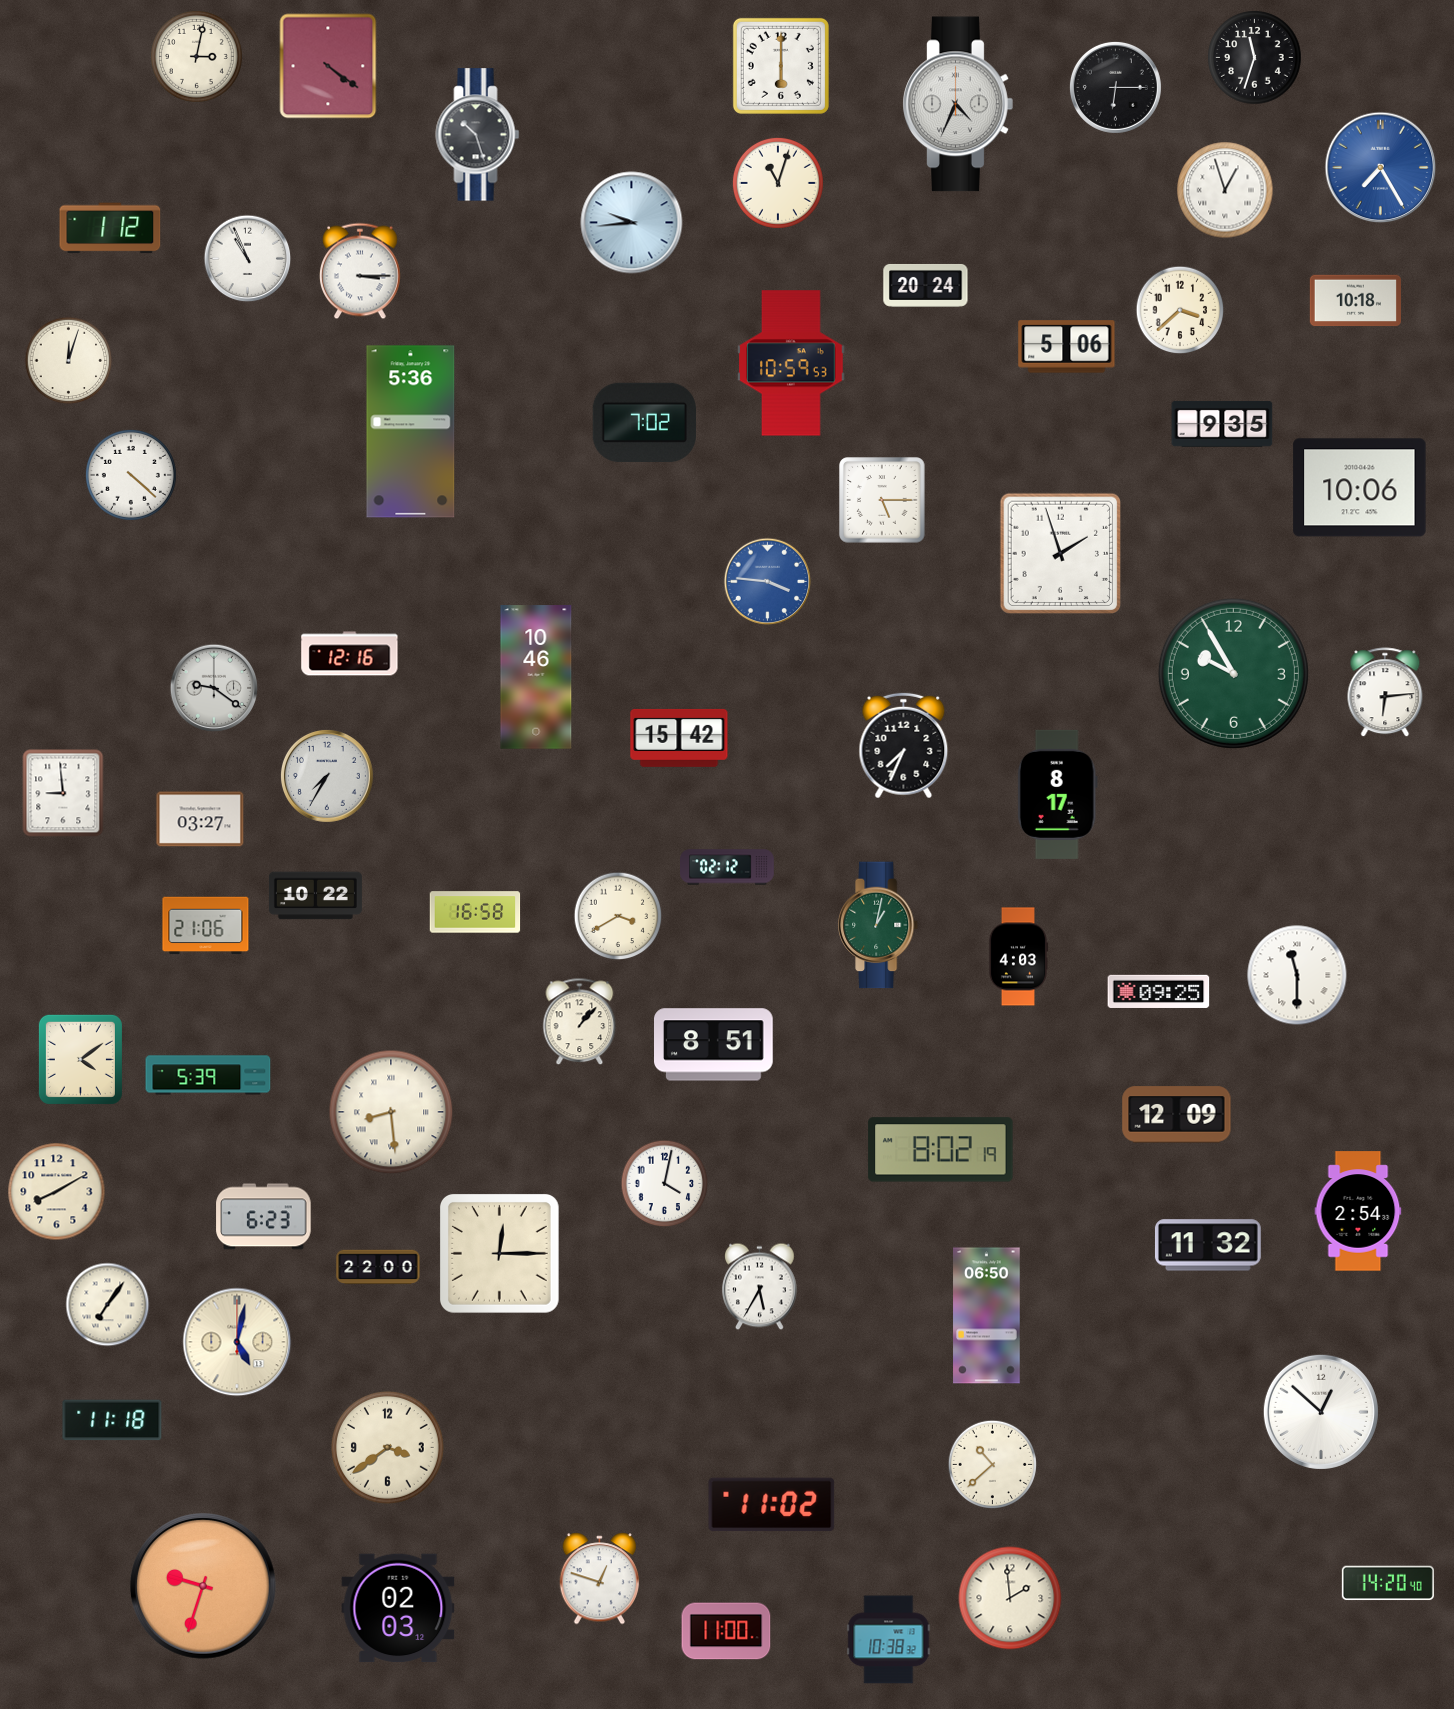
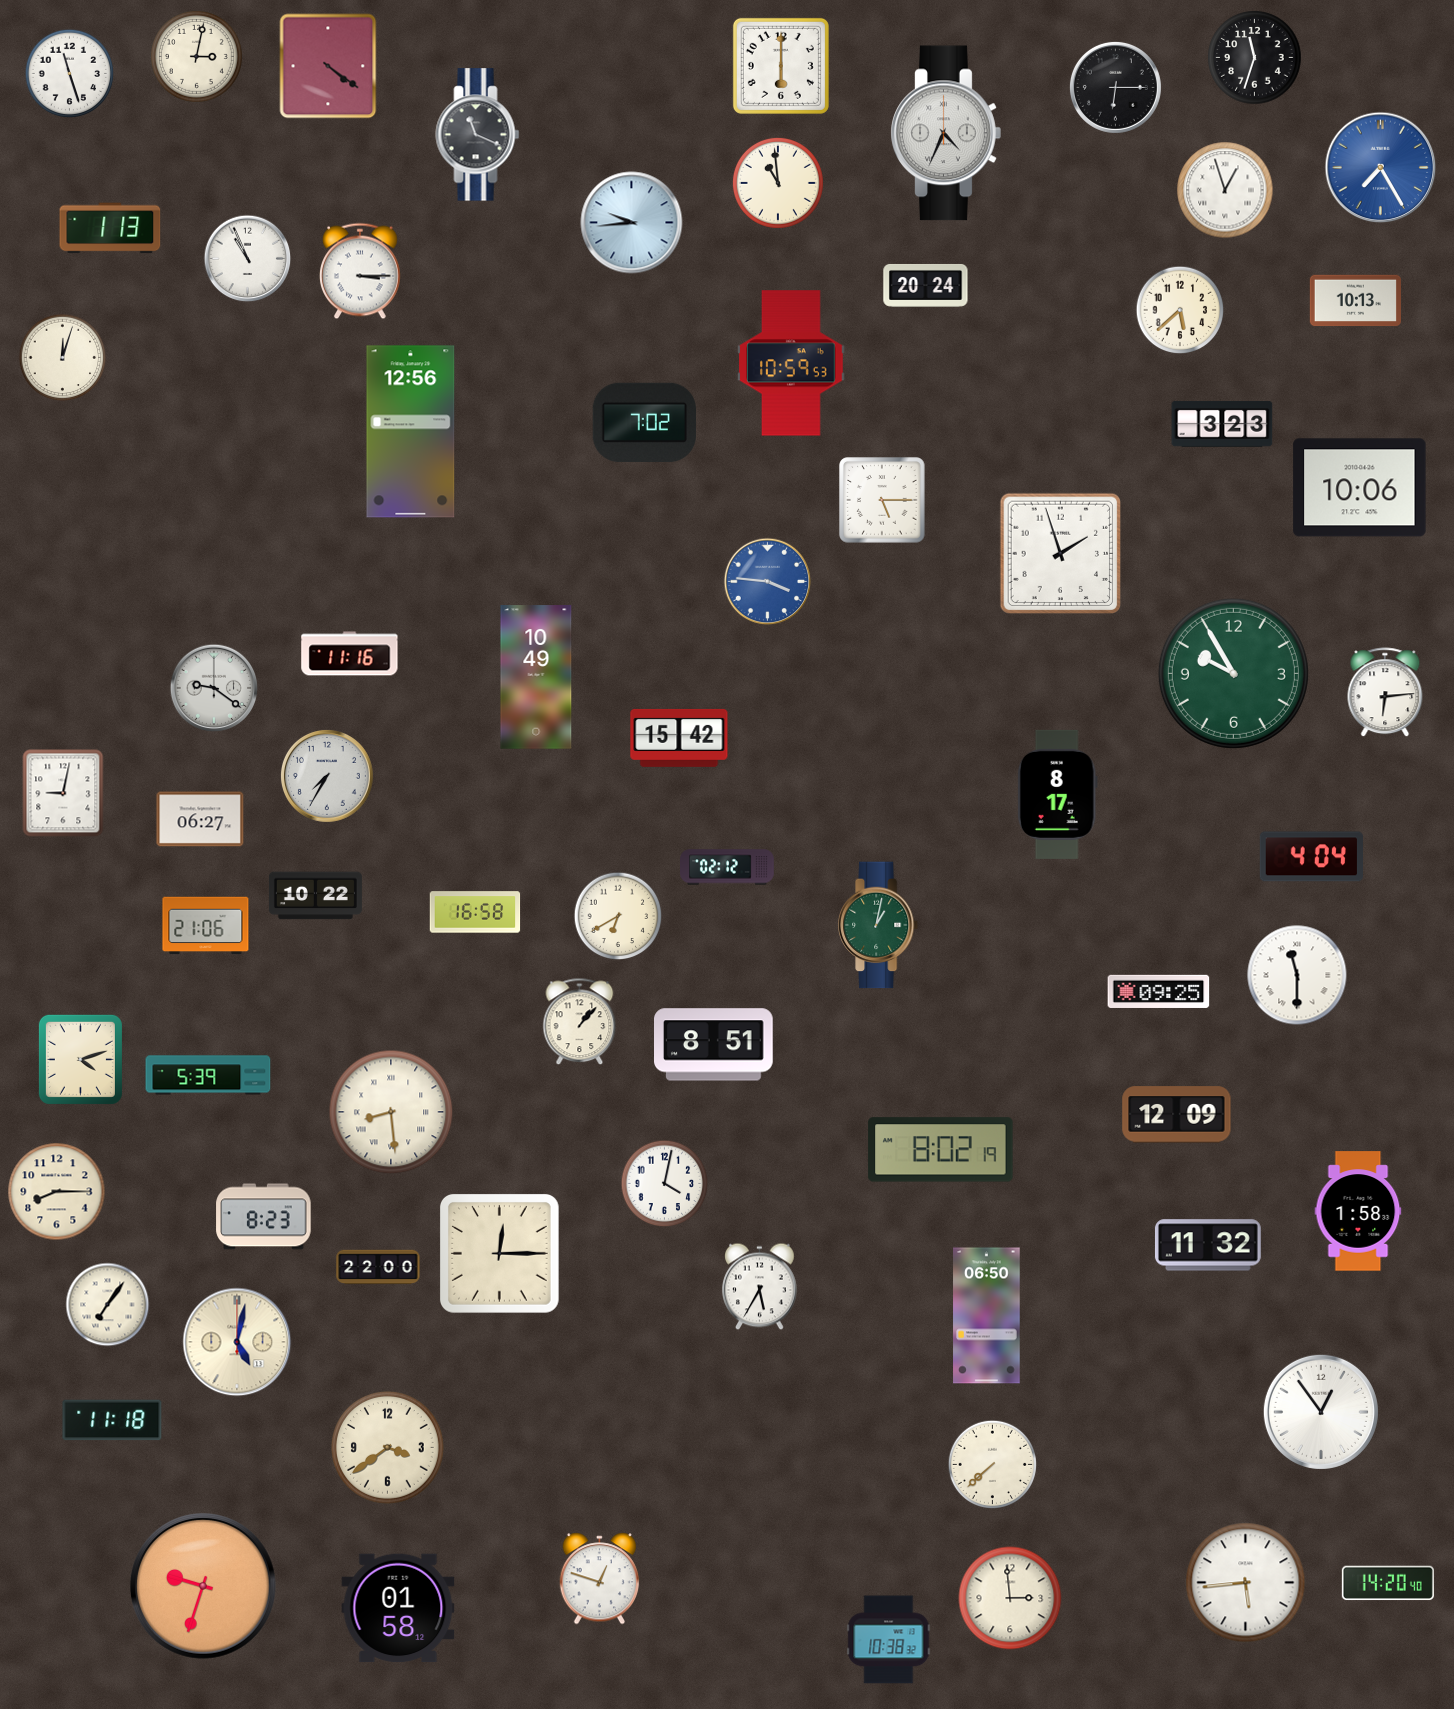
clock at (69, 73): none -> 11:27
clock at (958, 104) position: (958, 104) -> (946, 133)
clock at (478, 135): 10:27 -> 11:19
clock at (778, 183): 11:03 -> 10:59
clock at (110, 228): 1:12 -> 1:13
clock at (1355, 301): 10:18 -> 10:13
clock at (1180, 310): 3:38 -> 5:38
clock at (1067, 347): 5:06 -> none
clock at (69, 361) position: (69, 361) -> (63, 358)
clock at (1222, 424): 9:35 -> 3:23
clock at (411, 432): 5:36 -> 12:56
clock at (131, 475): 4:22 -> none
clock at (350, 654): 12:16 -> 11:16
clock at (536, 677): 10:46 -> 10:49
clock at (904, 746): 7:34 -> none
clock at (63, 793): 8:59 -> 9:02
clock at (200, 819): 03:27 -> 06:27
clock at (1311, 857): none -> 4:04
clock at (618, 916): 3:40 -> 6:40
clock at (1018, 957): 4:03 -> none
clock at (80, 1059): 4:09 -> 4:12
clock at (57, 1192): 8:10 -> 8:15
clock at (1358, 1211): 2:54 -> 1:58
clock at (264, 1217): 6:23 -> 8:23
clock at (1321, 1412): 12:52 -> 12:54
clock at (992, 1464): 10:38 -> 7:38
clock at (772, 1505): 11:02 -> none
clock at (1246, 1583): none -> 5:44
clock at (1010, 1598): 1:59 -> 2:59
clock at (398, 1608): 02:03 -> 01:58
clock at (726, 1631): 11:00 -> none
